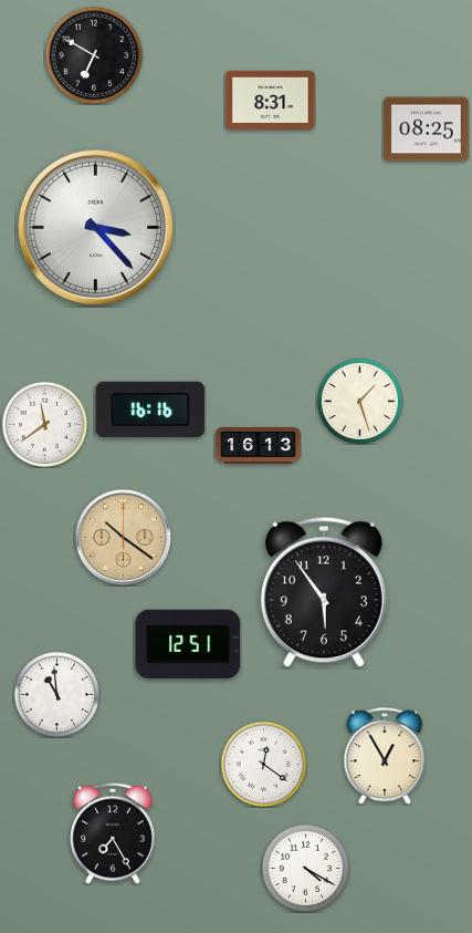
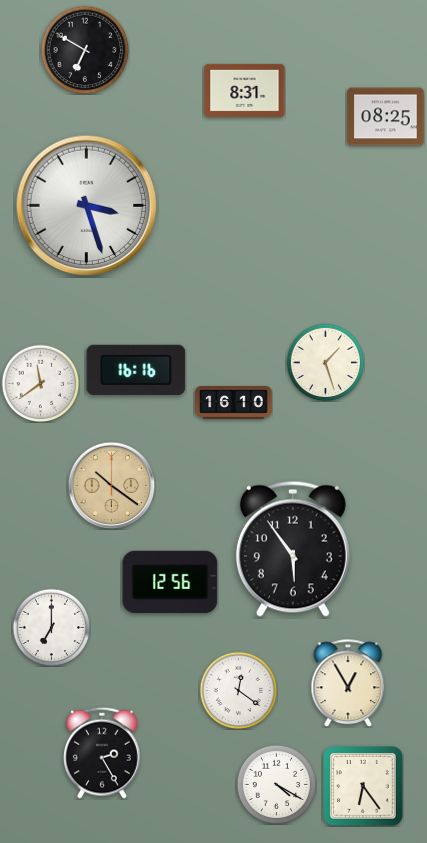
clock at (96, 228): 3:23 -> 3:27
clock at (259, 446): 16:13 -> 16:10
clock at (324, 592) position: (324, 592) -> (293, 549)
clock at (188, 644): 12:51 -> 12:56
clock at (56, 694): 10:59 -> 7:00
clock at (113, 833): 7:25 -> 2:25
clock at (363, 786): none -> 6:24
